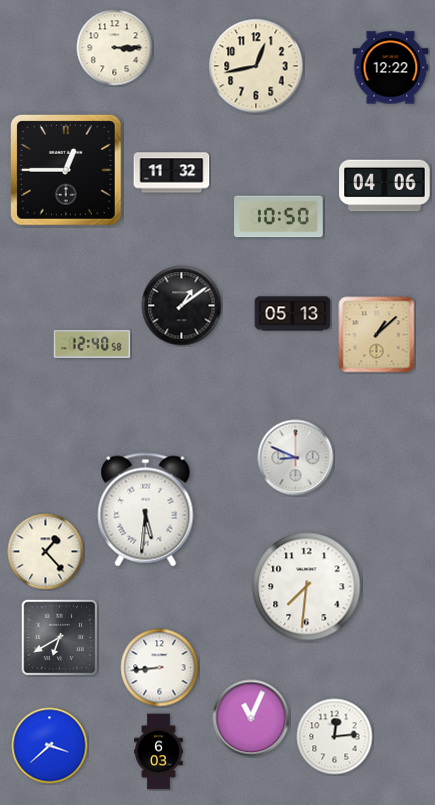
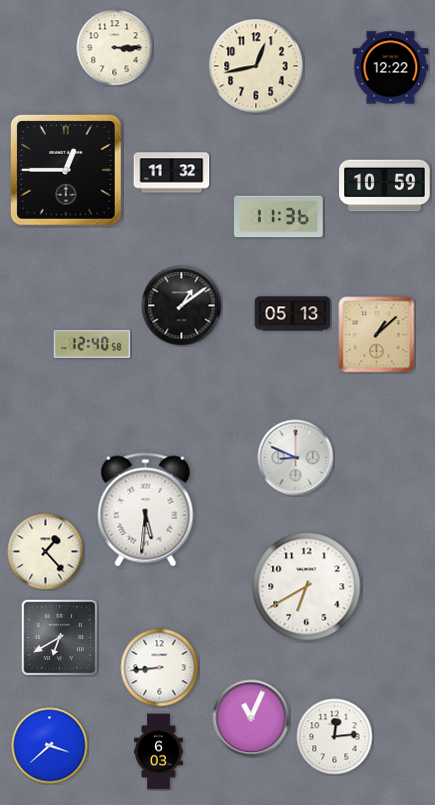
clock at (385, 186): 04:06 -> 10:59
clock at (279, 217): 10:50 -> 11:36
clock at (307, 587): 7:31 -> 6:40
